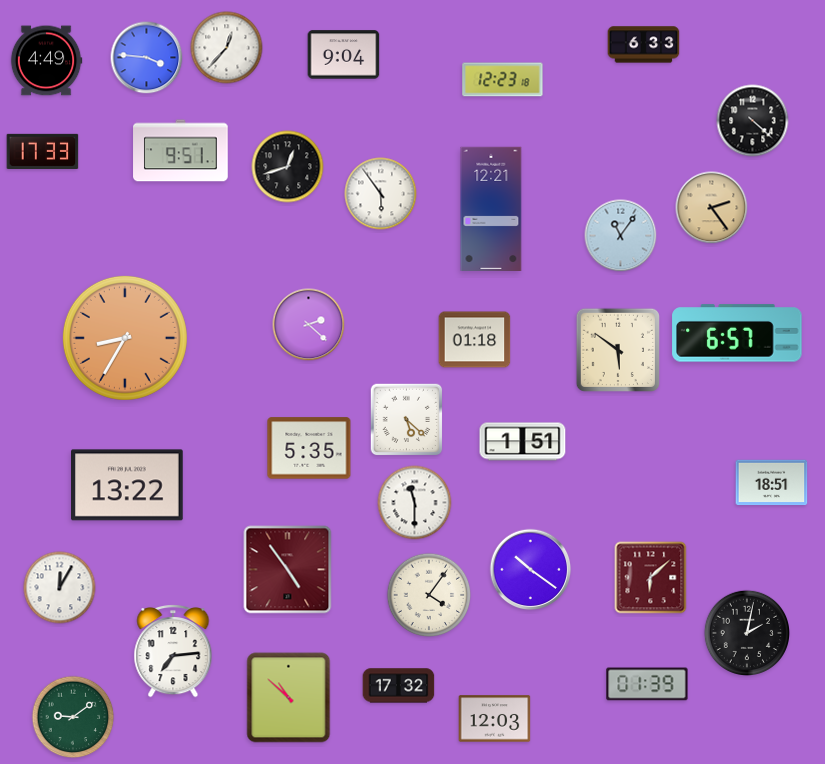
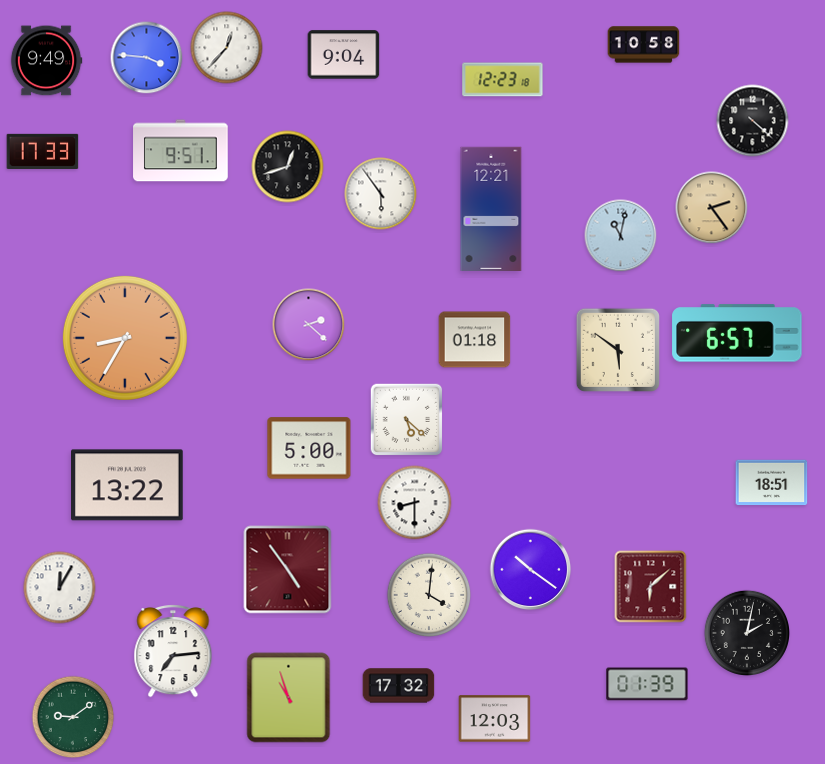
clock at (644, 45): 6:33 -> 10:58
clock at (46, 61): 4:49 -> 9:49
clock at (621, 236): 11:06 -> 11:02
clock at (523, 442): 1:51 -> none
clock at (309, 448): 5:35 -> 5:00
clock at (415, 503): 11:30 -> 8:30
clock at (651, 578) position: (651, 578) -> (651, 587)
clock at (429, 595): 4:06 -> 4:01
clock at (289, 698): 10:52 -> 10:57
